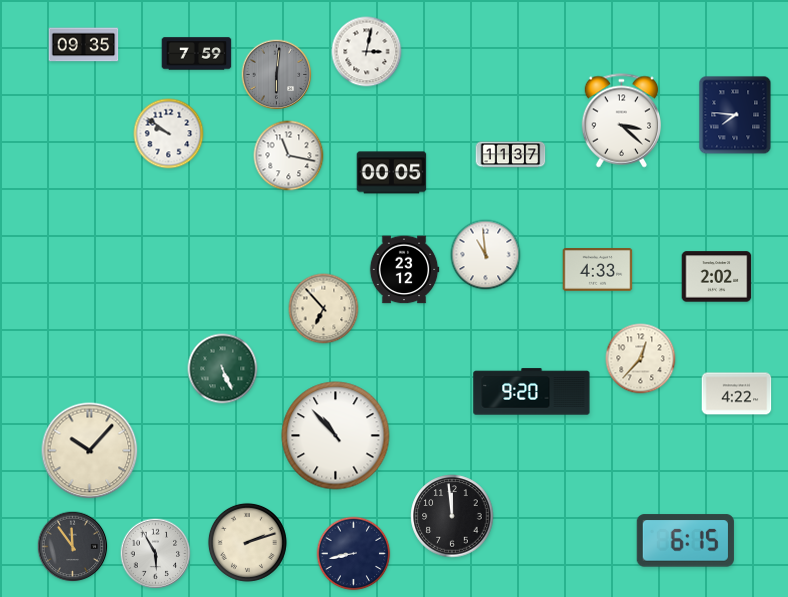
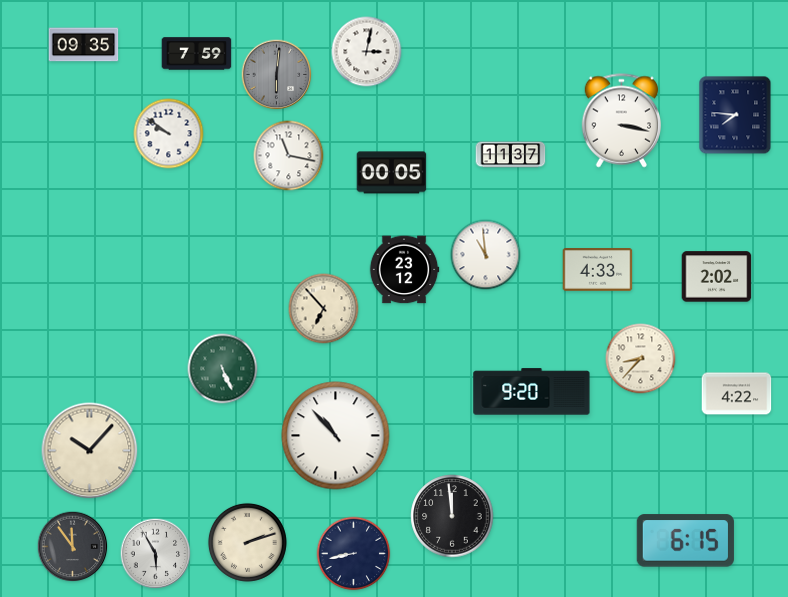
clock at (621, 121): 3:22 -> 3:17
clock at (641, 359): 12:37 -> 8:37
